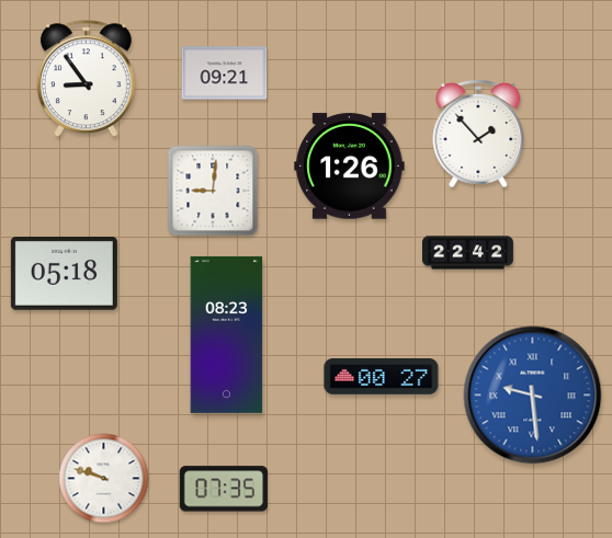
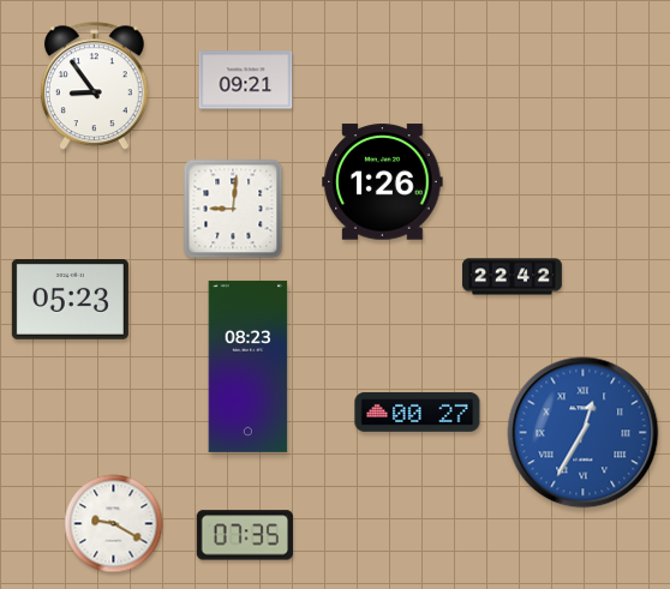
clock at (478, 134): 1:53 -> none
clock at (64, 274): 05:18 -> 05:23
clock at (533, 396): 9:29 -> 12:35
clock at (104, 479): 9:48 -> 9:20
